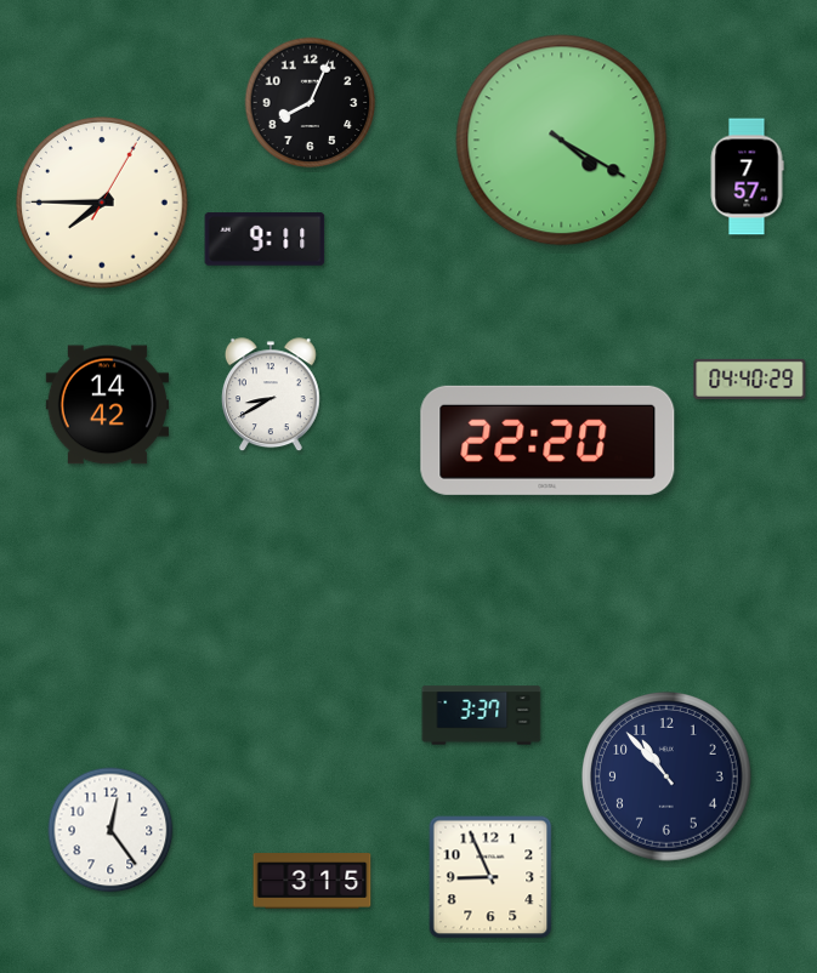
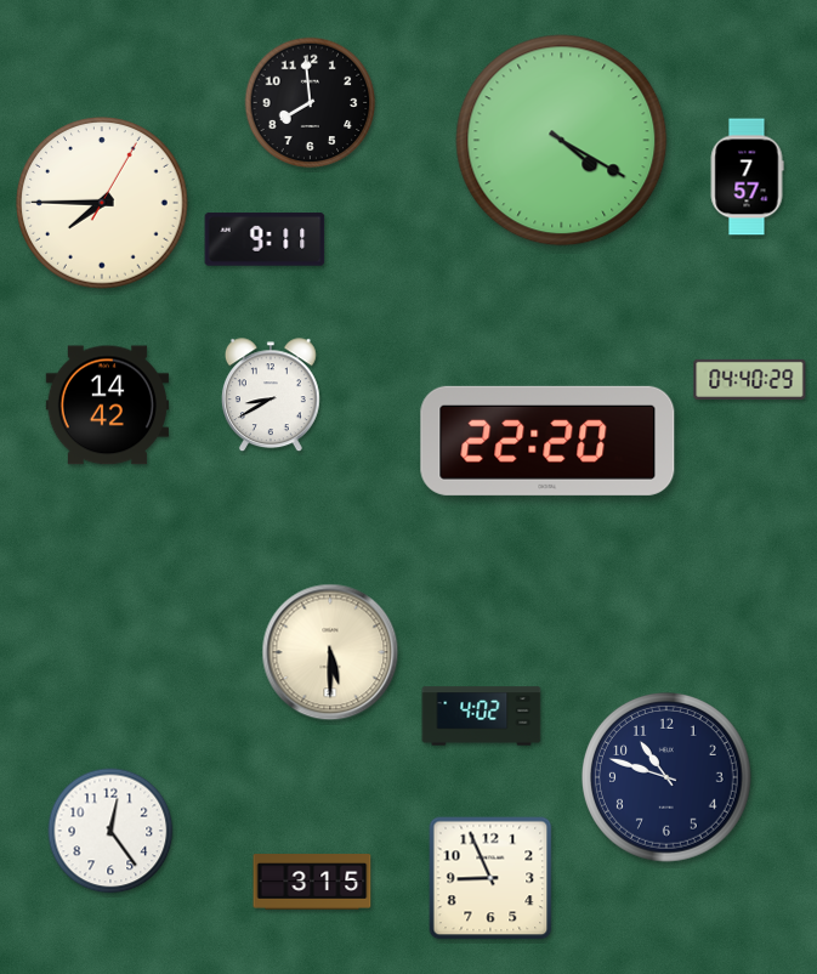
clock at (311, 103): 8:04 -> 7:59
clock at (330, 652): none -> 5:30
clock at (482, 716): 3:37 -> 4:02
clock at (668, 778): 10:53 -> 10:48
